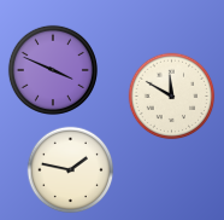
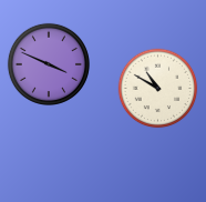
clock at (172, 97): 11:50 -> 10:50
clock at (71, 170): 1:47 -> none
